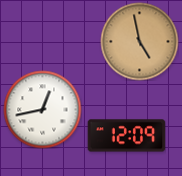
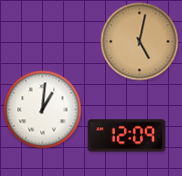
clock at (139, 41): 4:58 -> 5:02
clock at (42, 109): 12:43 -> 1:01
